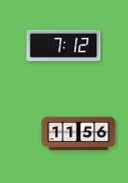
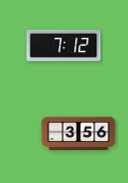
clock at (79, 134): 11:56 -> 3:56
